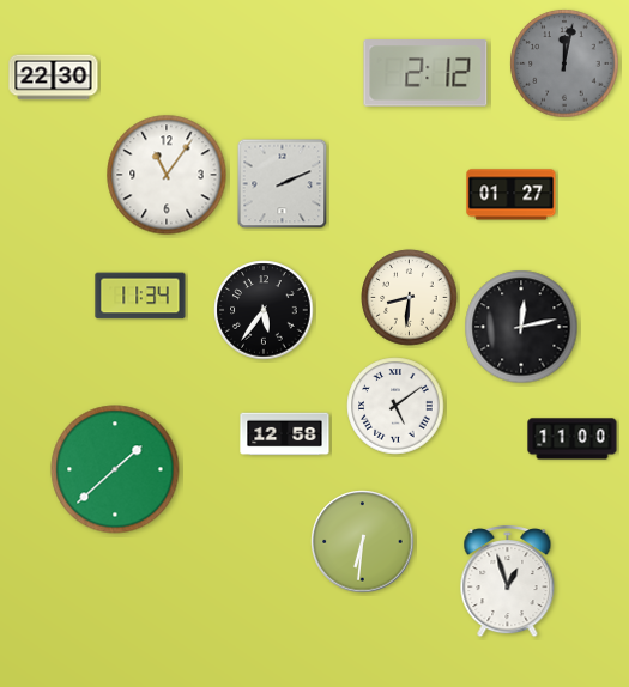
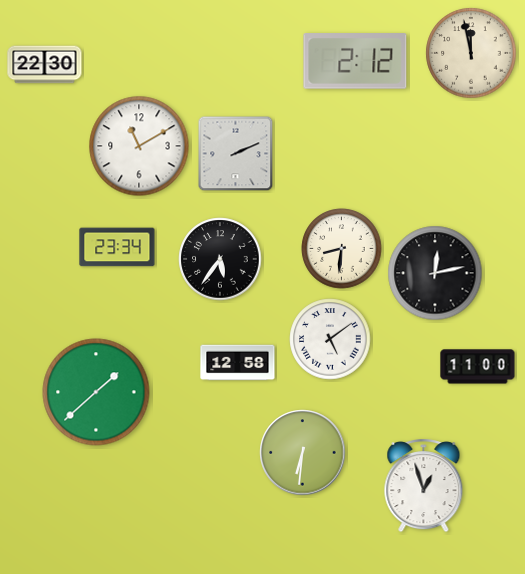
clock at (564, 63): 12:02 -> 11:58
clock at (564, 63) dial: grey -> cream
clock at (167, 175): 11:06 -> 11:10
clock at (512, 195): 01:27 -> none
clock at (140, 296): 11:34 -> 23:34
